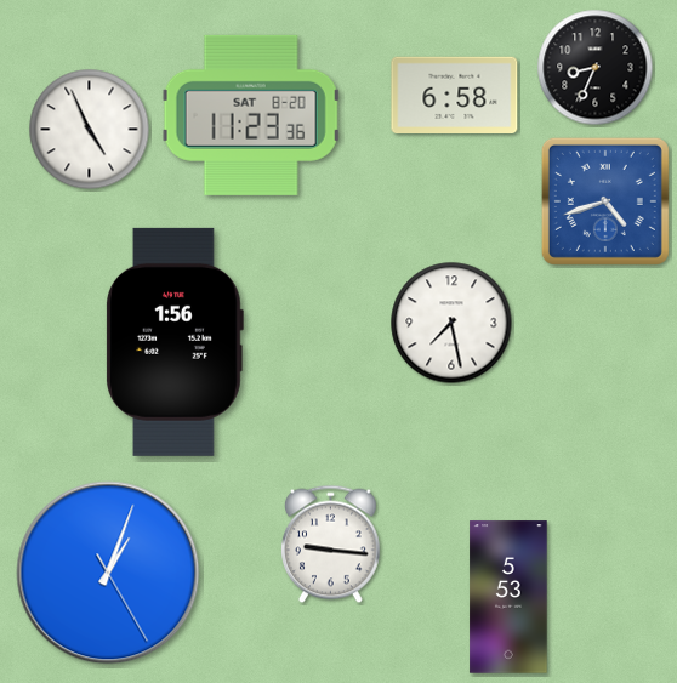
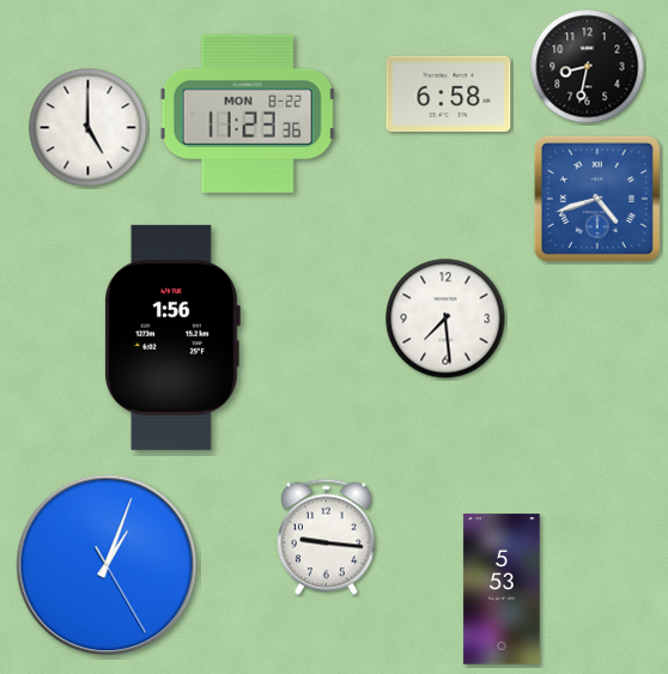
clock at (596, 68): 8:34 -> 8:32
clock at (251, 115) date: SAT 8-20 -> MON 8-22
clock at (90, 130): 4:56 -> 5:00
clock at (451, 323): 7:28 -> 7:29
